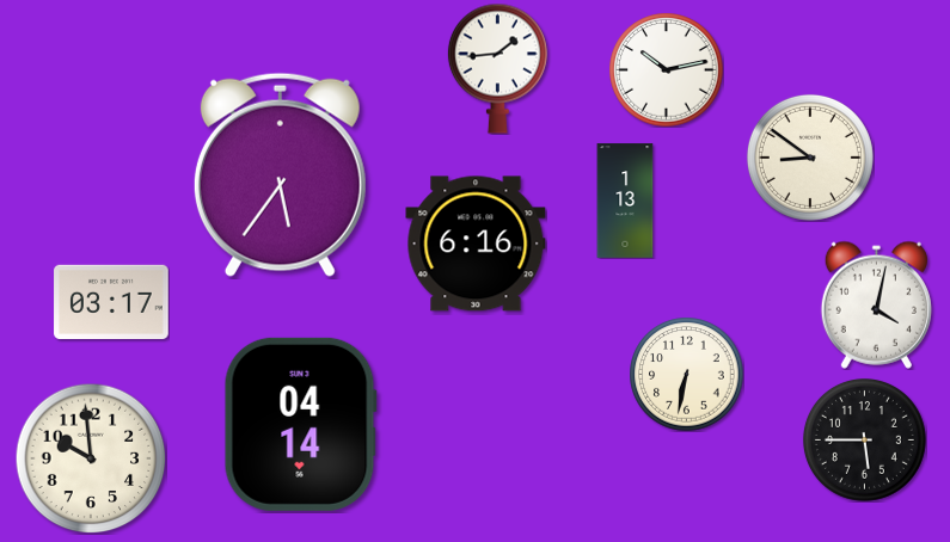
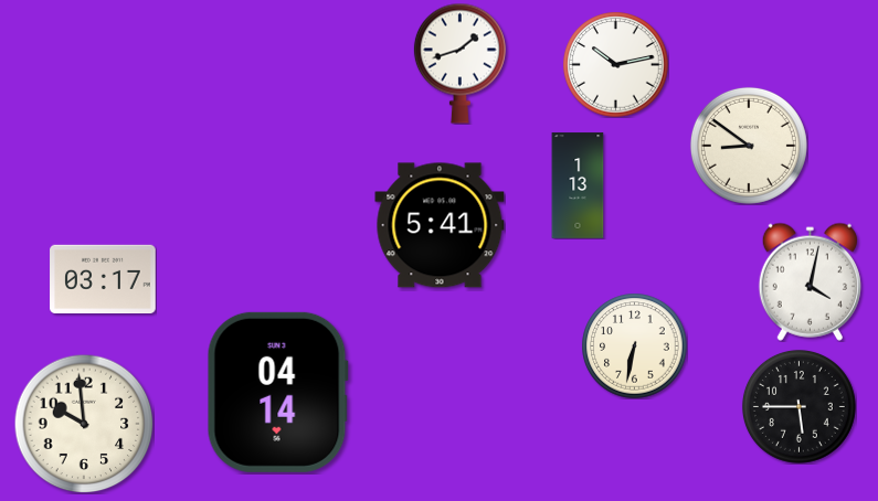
clock at (497, 68): 1:44 -> 1:42
clock at (280, 174): 5:36 -> none
clock at (476, 244): 6:16 -> 5:41
